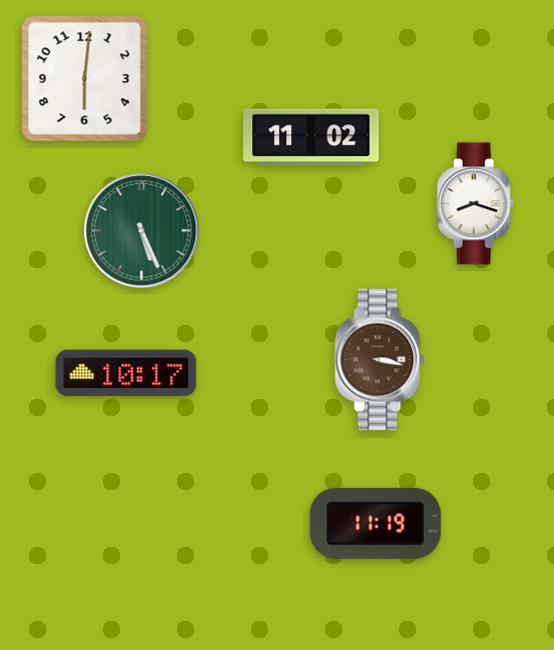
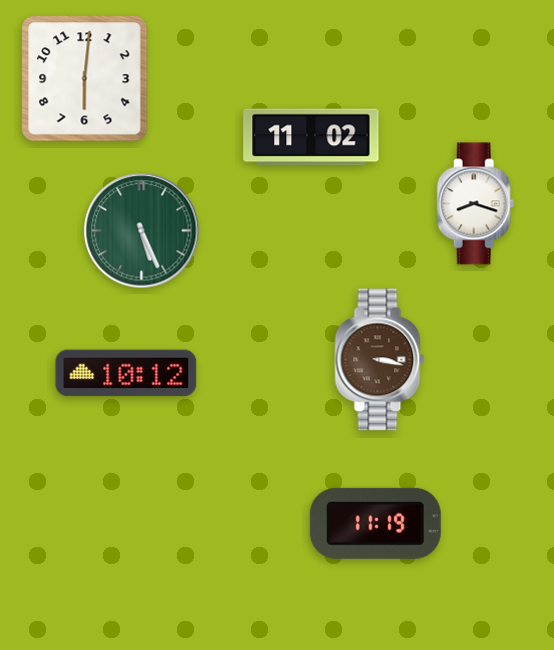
clock at (126, 373): 10:17 -> 10:12
